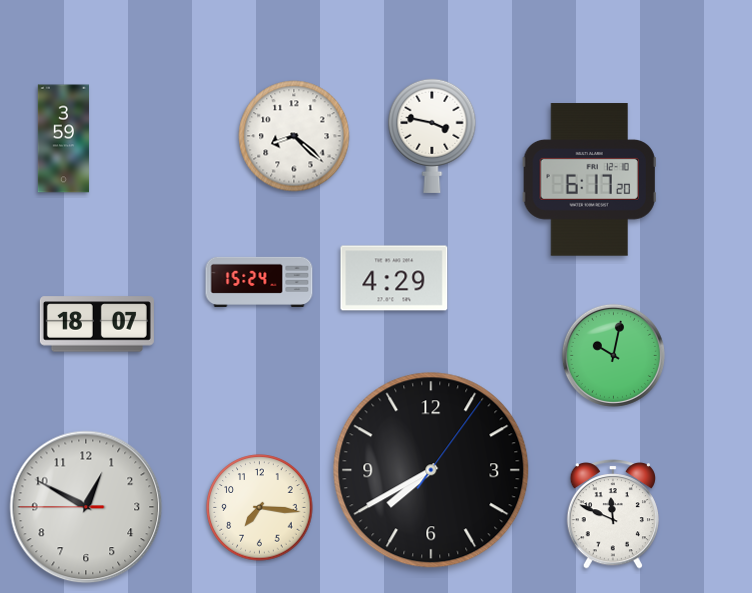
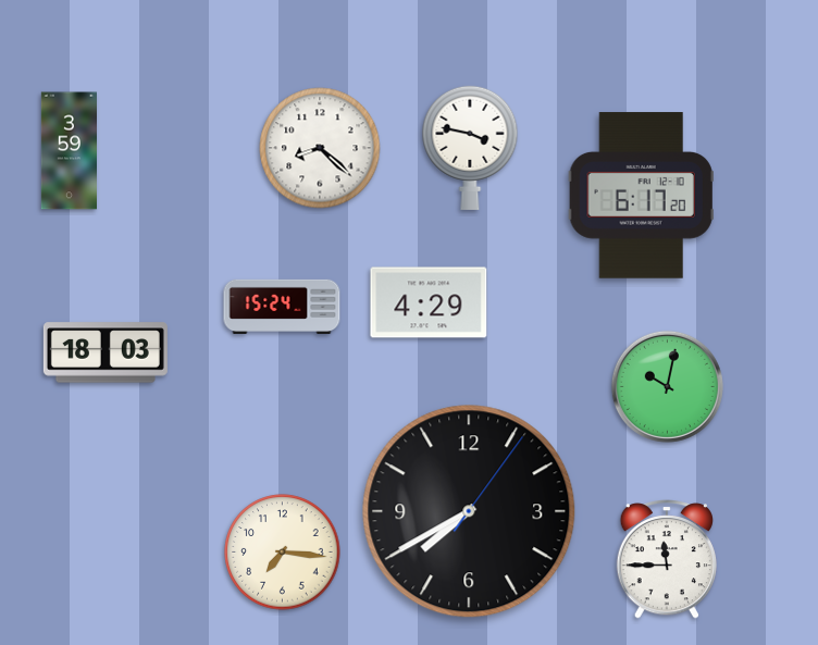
clock at (97, 324): 18:07 -> 18:03
clock at (86, 507): 12:49 -> none
clock at (612, 514): 11:49 -> 11:45
